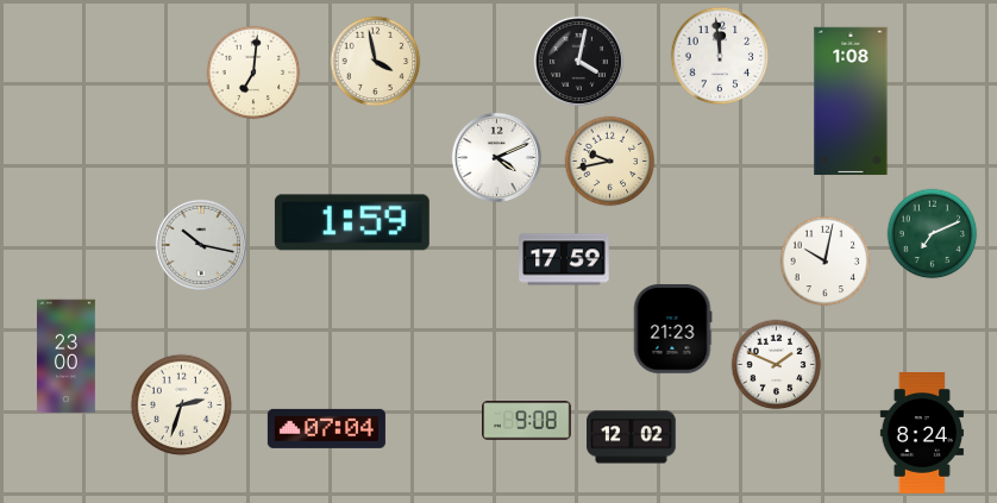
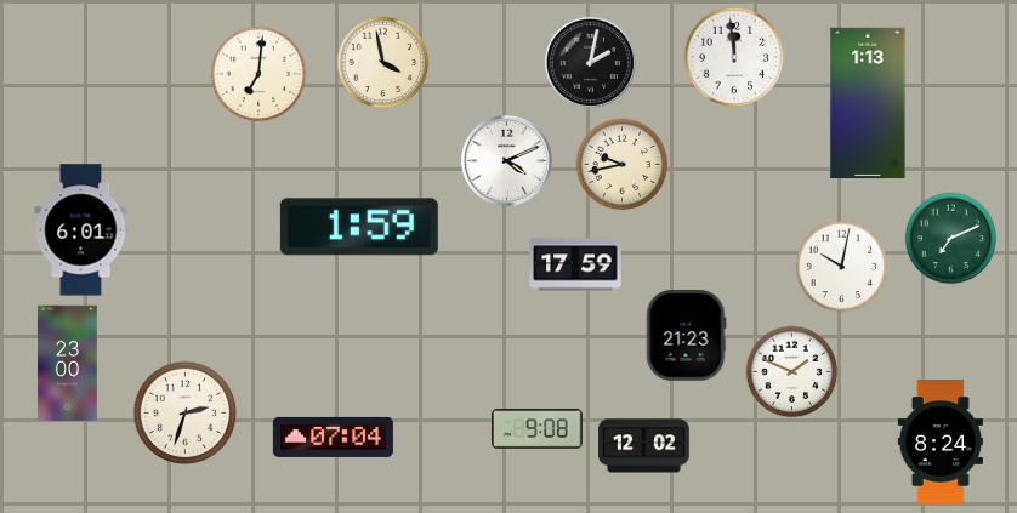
clock at (578, 61): 4:02 -> 2:02
clock at (851, 101): 1:08 -> 1:13
clock at (81, 230): none -> 6:01
clock at (201, 245): 10:17 -> none
